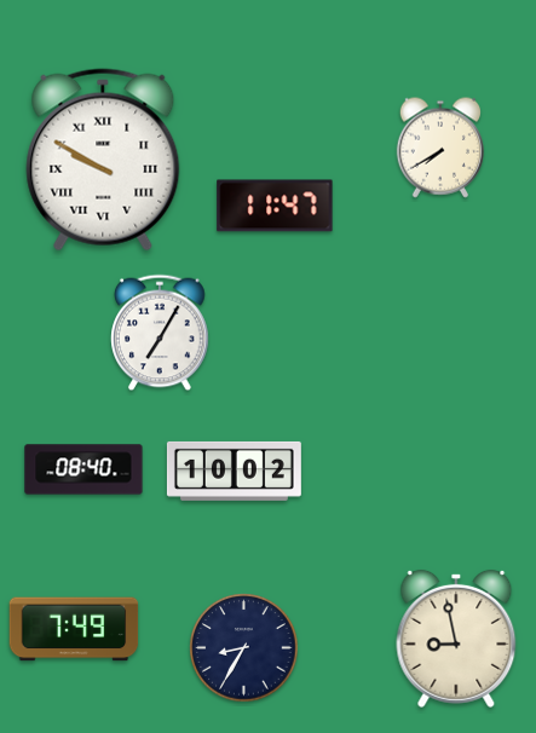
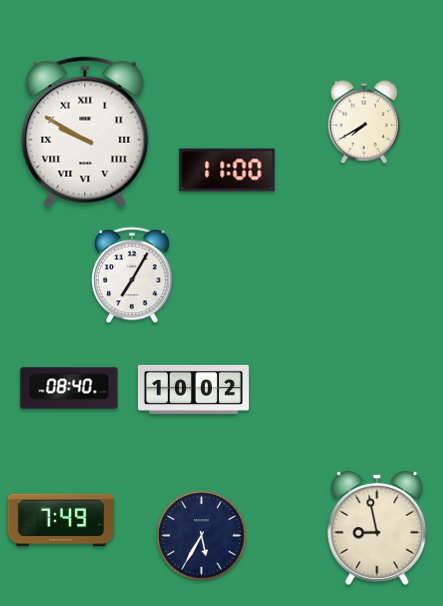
clock at (275, 206): 11:47 -> 11:00
clock at (244, 648): 8:35 -> 5:35
